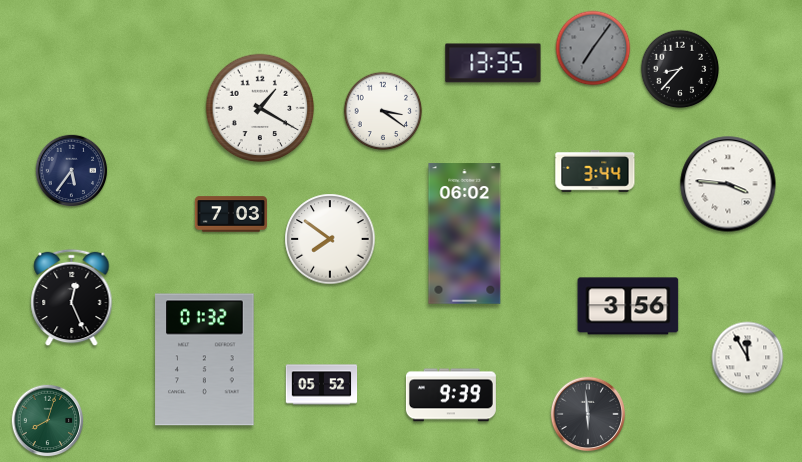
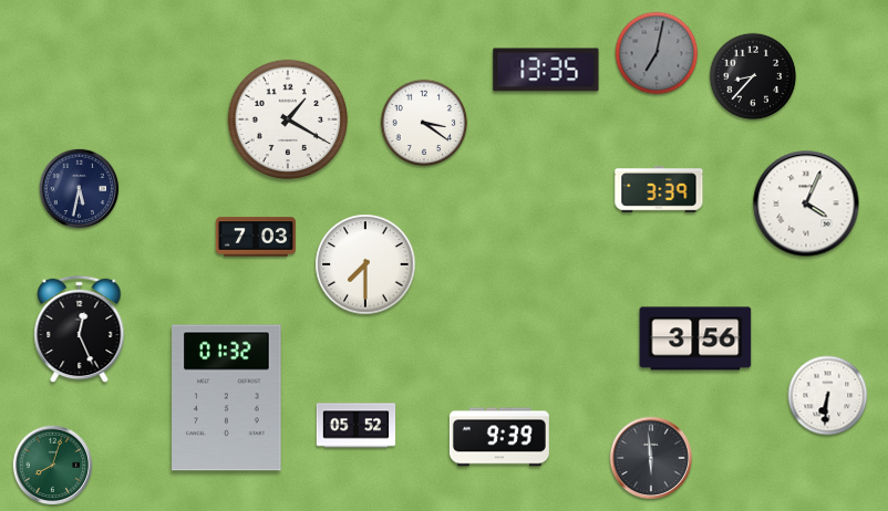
clock at (593, 48): 7:06 -> 7:02
clock at (72, 171): 5:36 -> 5:32
clock at (595, 171): 3:44 -> 3:39
clock at (728, 184): 3:46 -> 4:04
clock at (465, 234): 06:02 -> none
clock at (330, 239): 7:51 -> 7:30
clock at (748, 358): 11:55 -> 6:31
